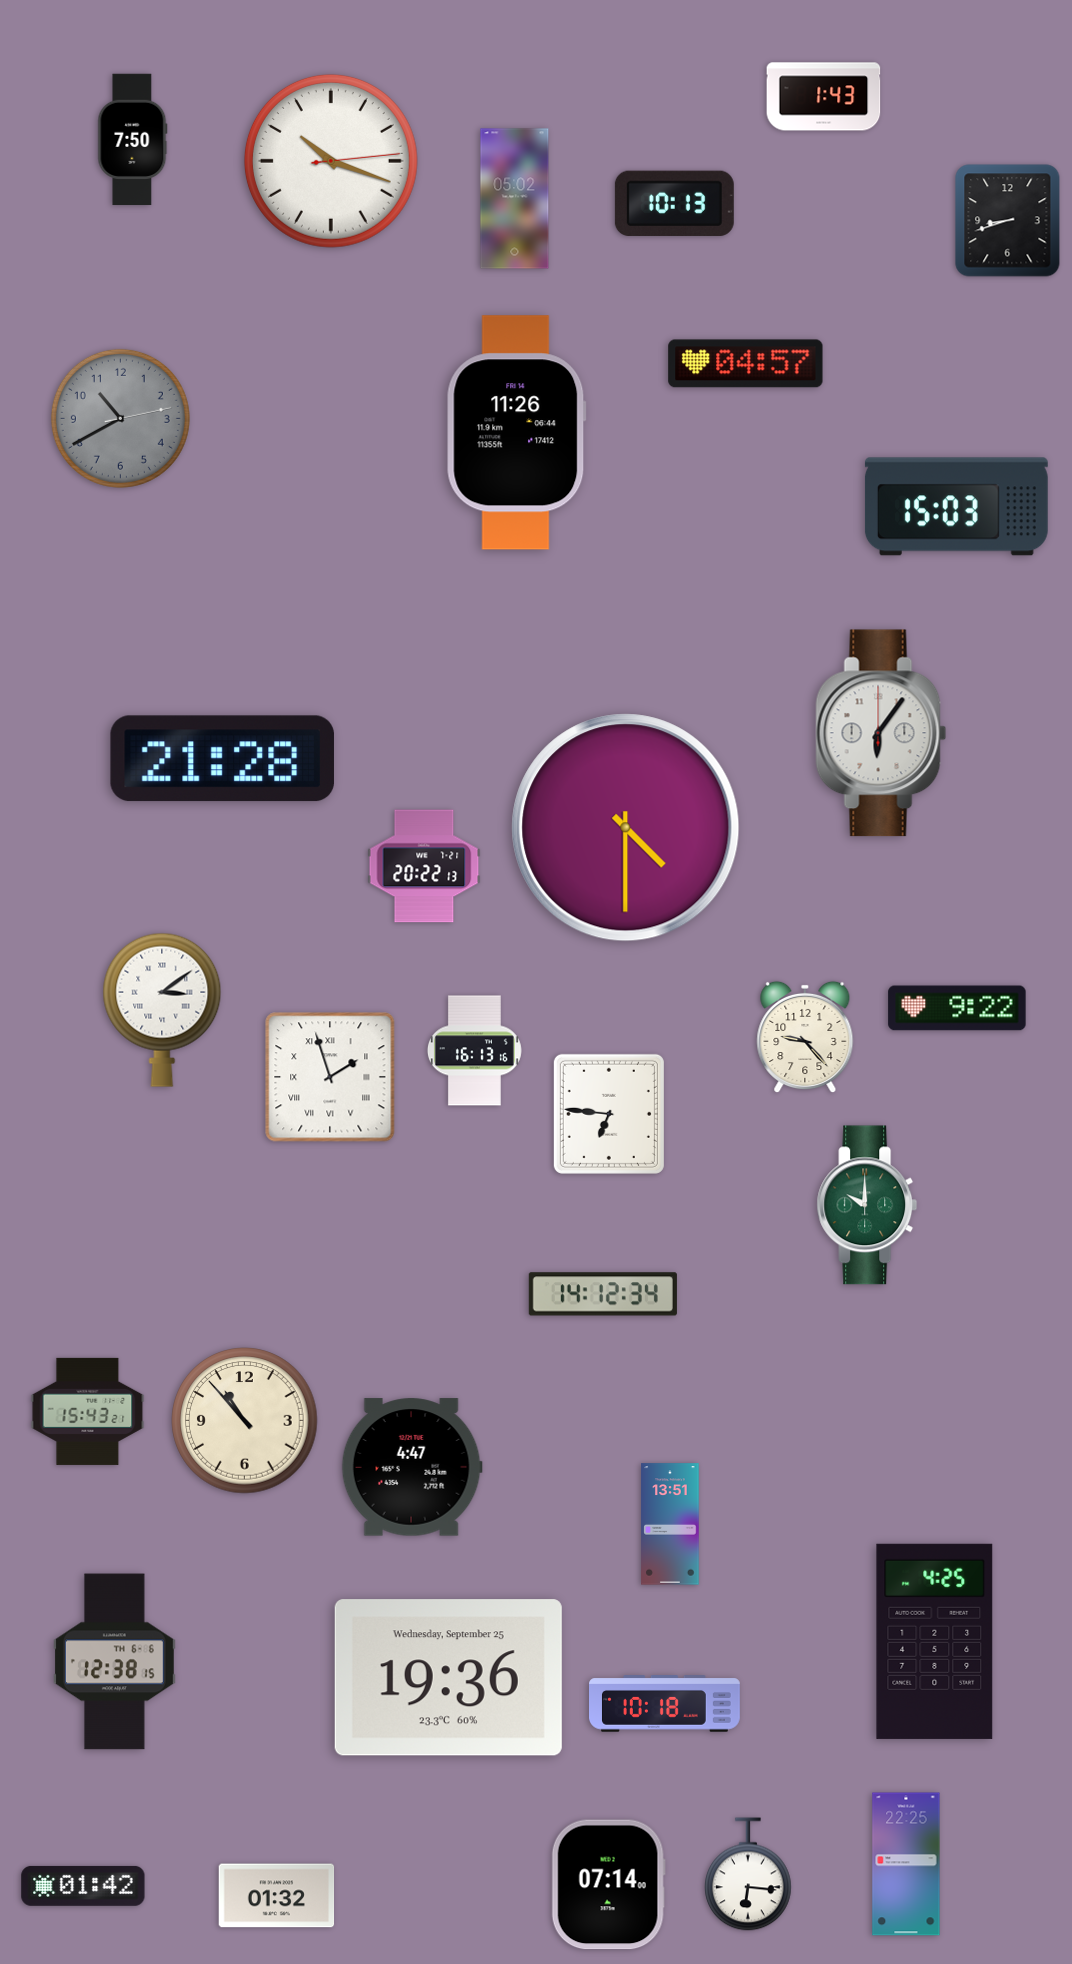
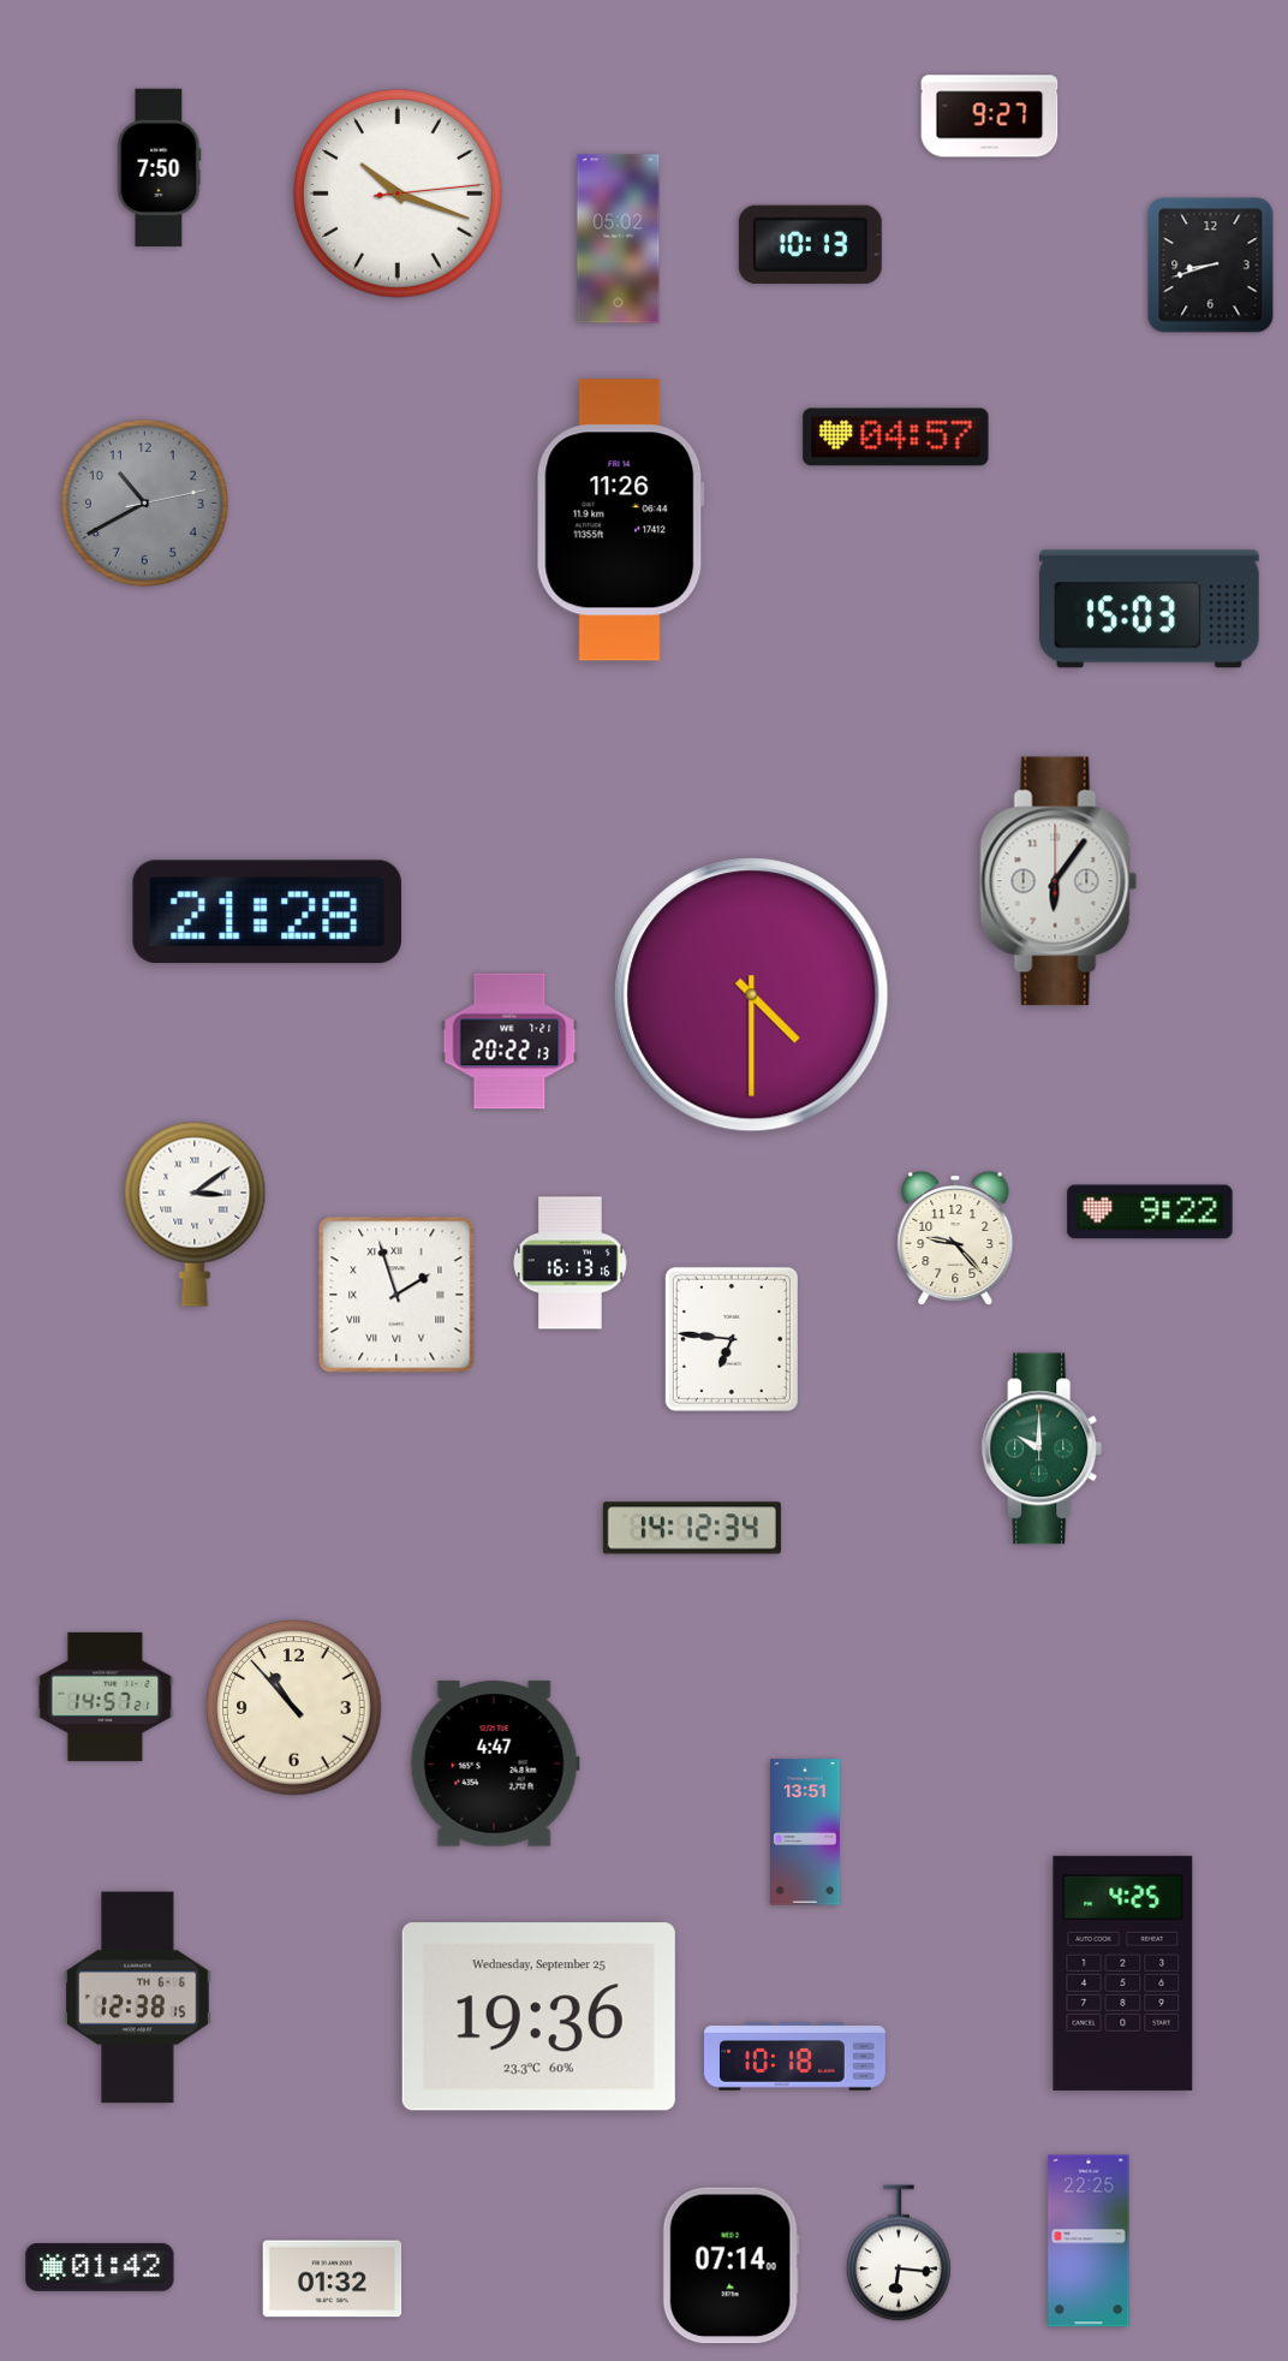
clock at (824, 97): 1:43 -> 9:27
clock at (805, 1037) position: (805, 1037) -> (955, 1238)
clock at (603, 1294) position: (603, 1294) -> (692, 1528)
clock at (88, 1411): 15:43 -> 14:57
clock at (665, 1704) position: (665, 1704) -> (795, 2057)
